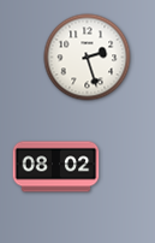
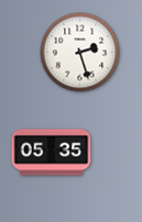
clock at (56, 167): 08:02 -> 05:35
